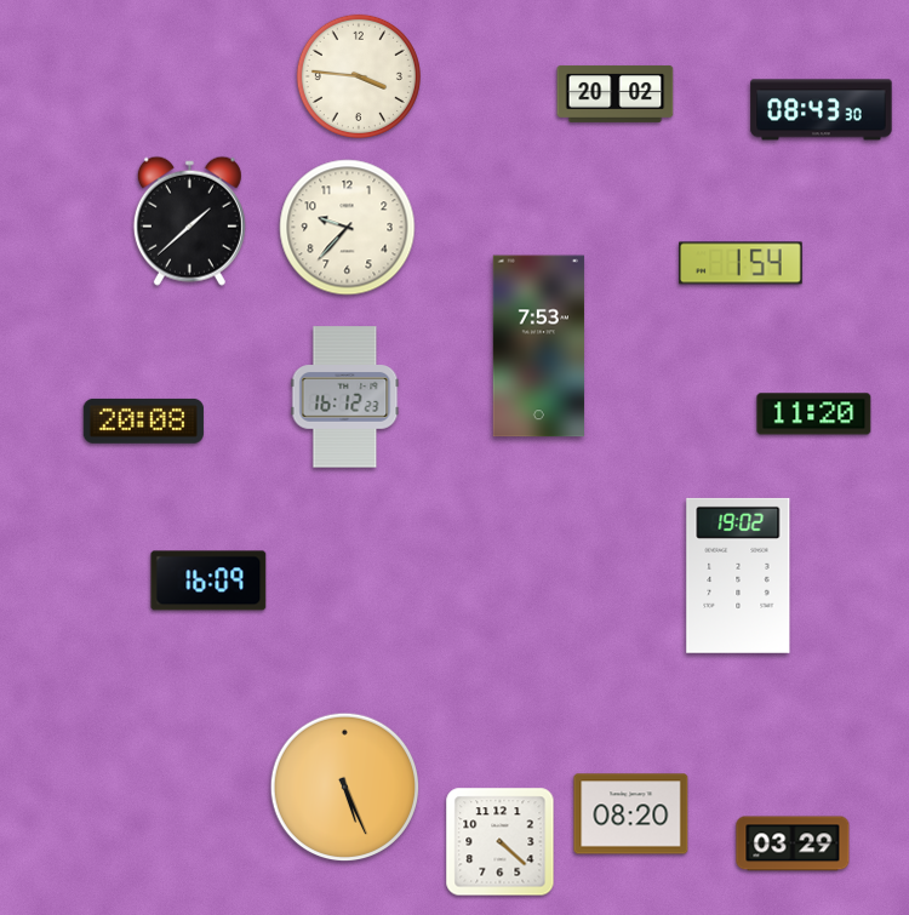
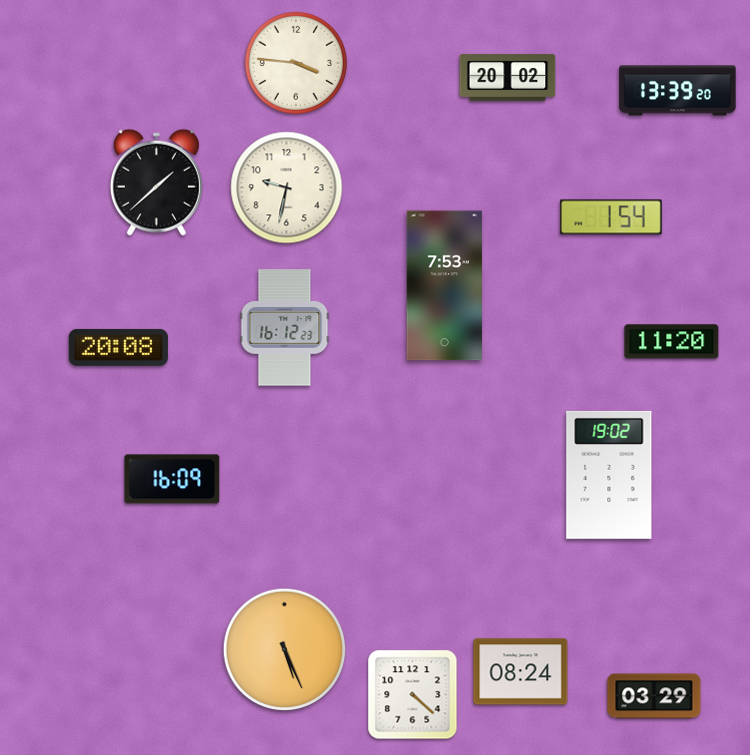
clock at (822, 110): 08:43 -> 13:39
clock at (348, 228): 9:37 -> 9:32
clock at (631, 814): 08:20 -> 08:24
